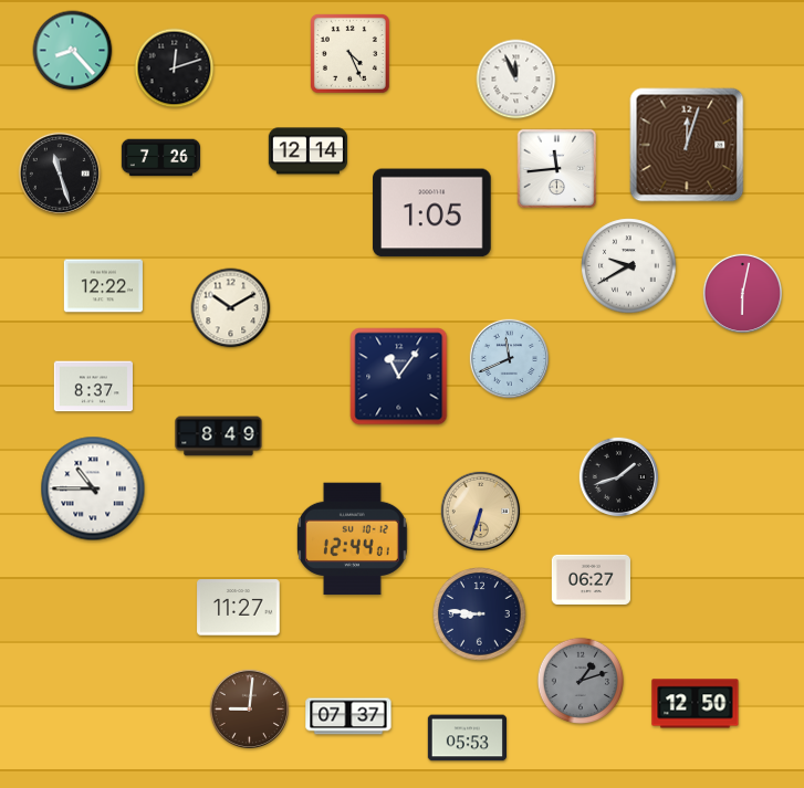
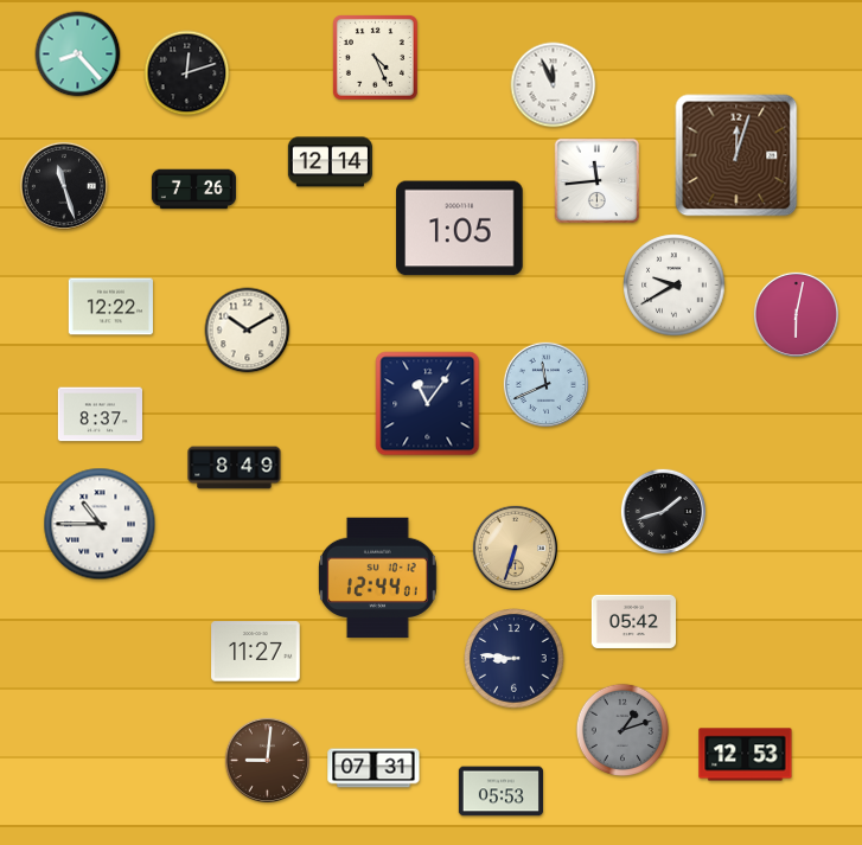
clock at (160, 158) position: (160, 158) -> (193, 190)
clock at (432, 213) position: (432, 213) -> (460, 229)
clock at (591, 579): 06:27 -> 05:42
clock at (696, 704): 12:50 -> 12:53
clock at (348, 716): 07:37 -> 07:31
